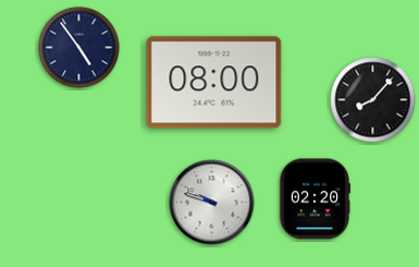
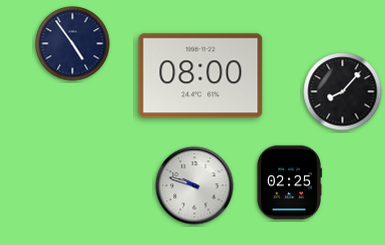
clock at (214, 83) position: (214, 83) -> (201, 76)
clock at (313, 199): 02:20 -> 02:25
